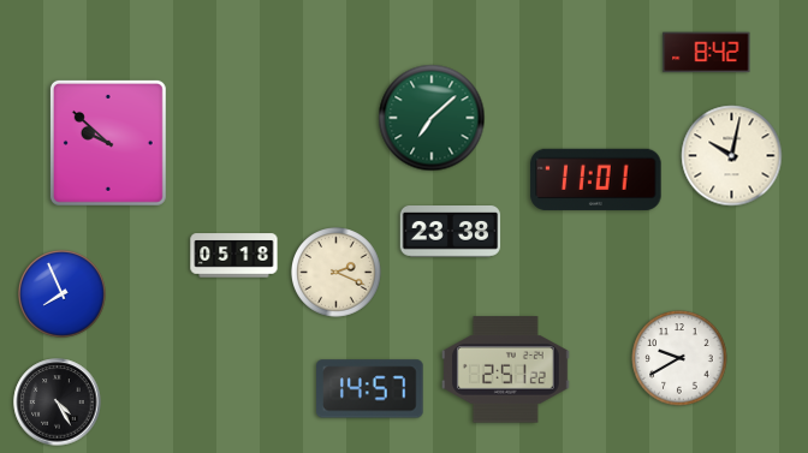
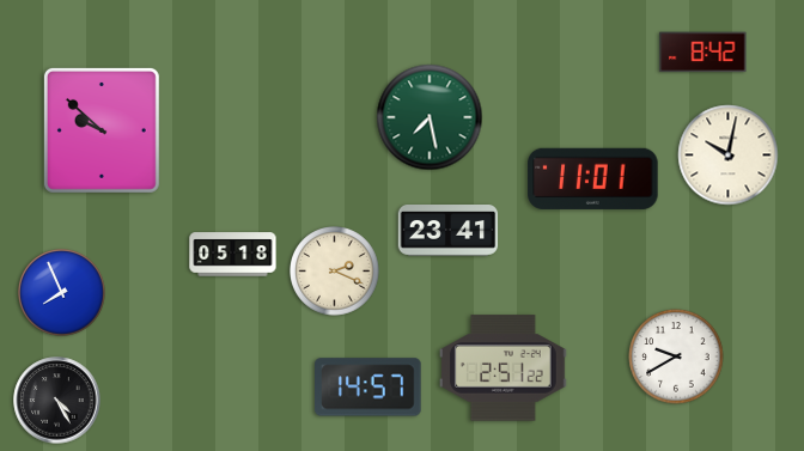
clock at (432, 118): 7:08 -> 7:28
clock at (108, 143) position: (108, 143) -> (102, 130)
clock at (451, 232): 23:38 -> 23:41
